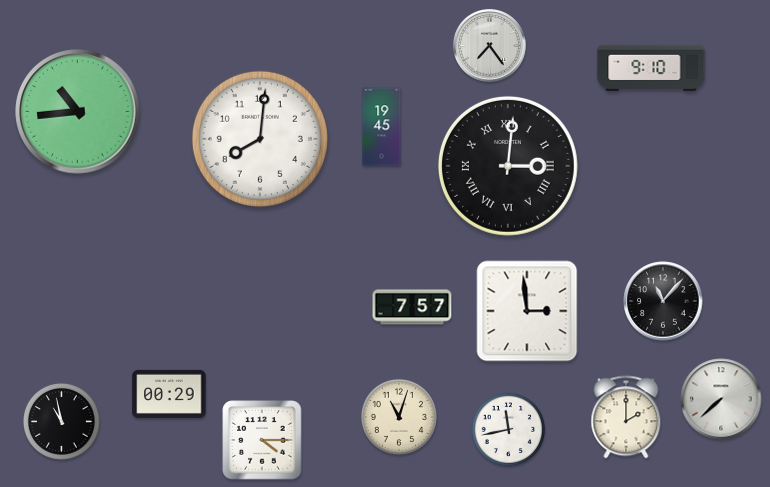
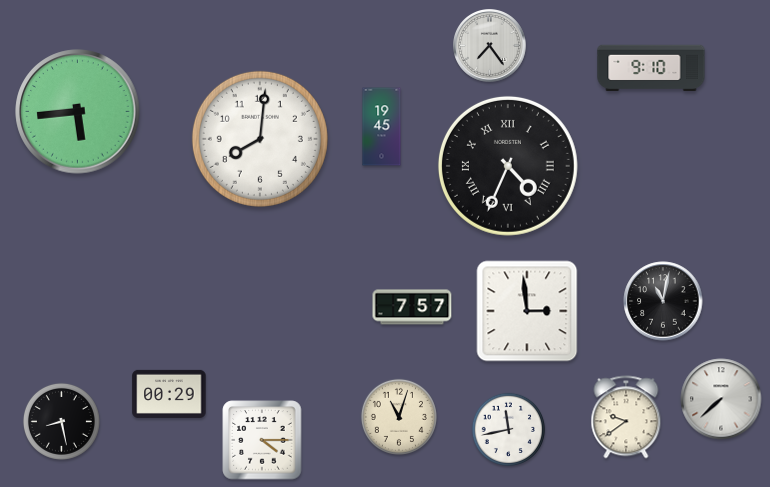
clock at (78, 112): 10:44 -> 5:44
clock at (508, 166): 3:01 -> 4:34
clock at (663, 301): 11:07 -> 11:02
clock at (626, 417): 2:00 -> 9:39
clock at (61, 421): 10:58 -> 8:28
